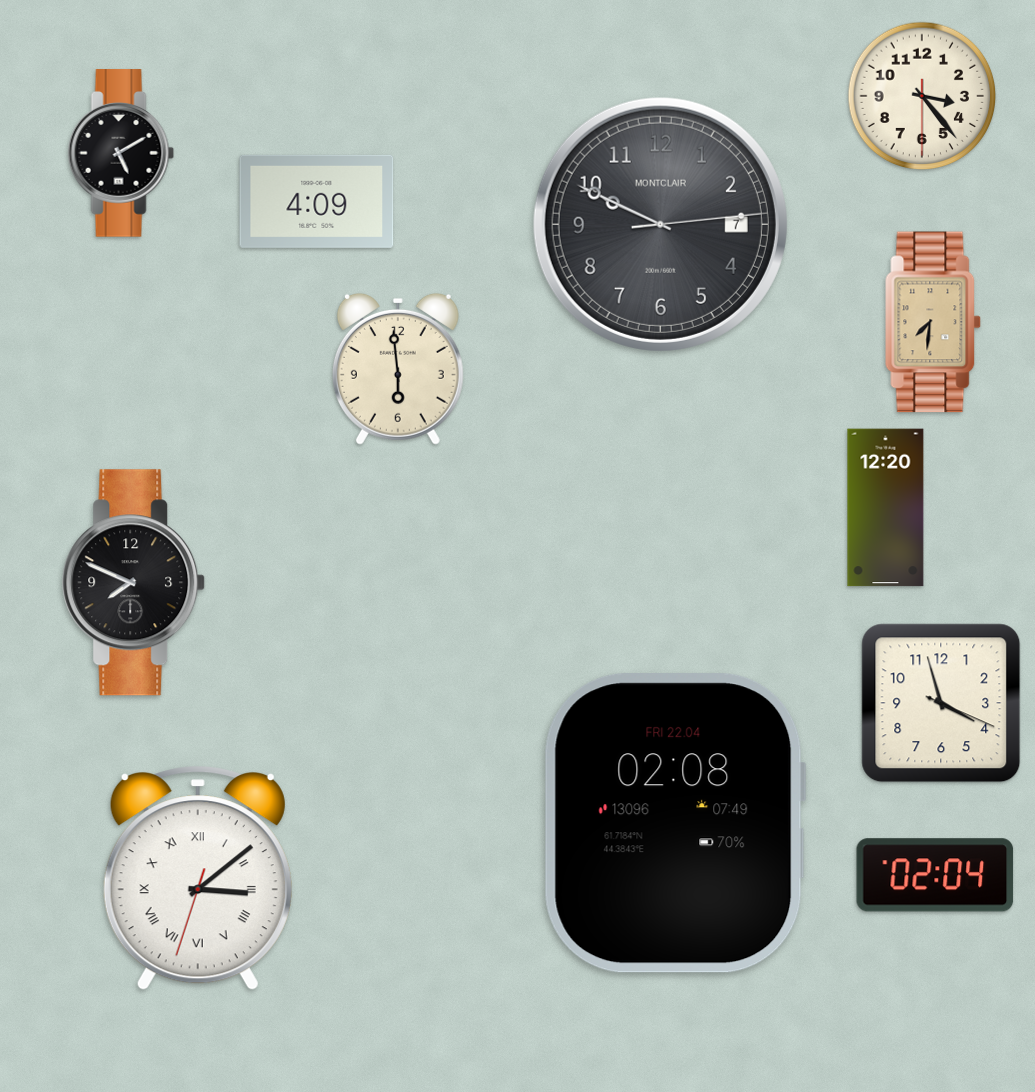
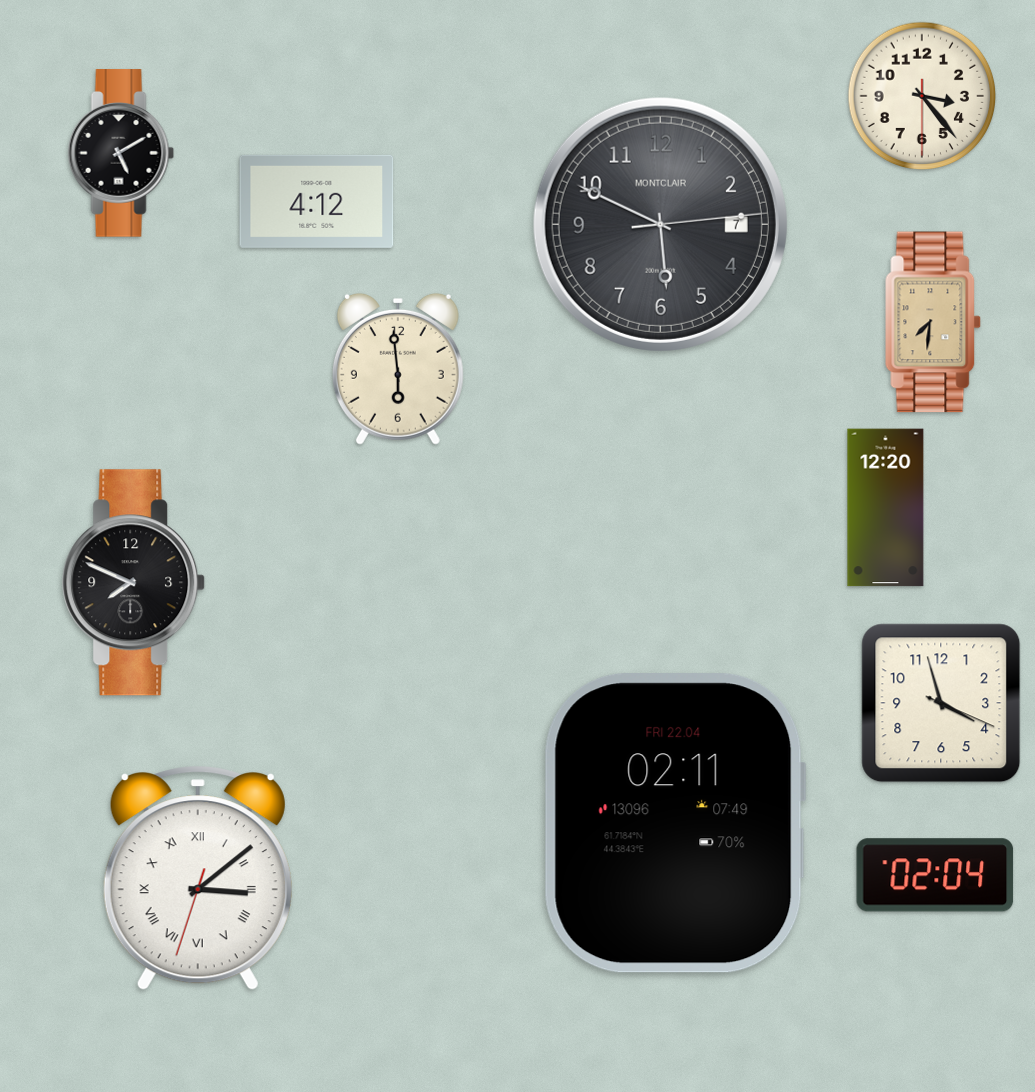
clock at (317, 201): 4:09 -> 4:12
clock at (660, 224): 9:49 -> 5:49
clock at (675, 823): 02:08 -> 02:11
